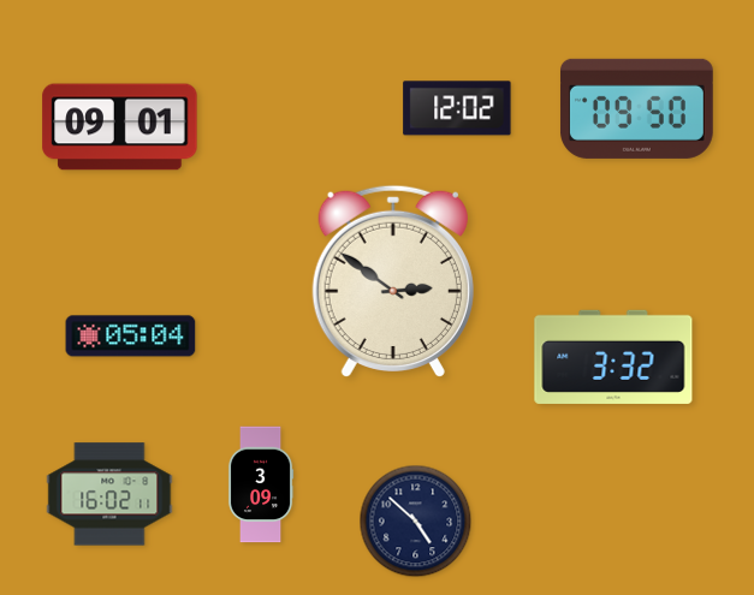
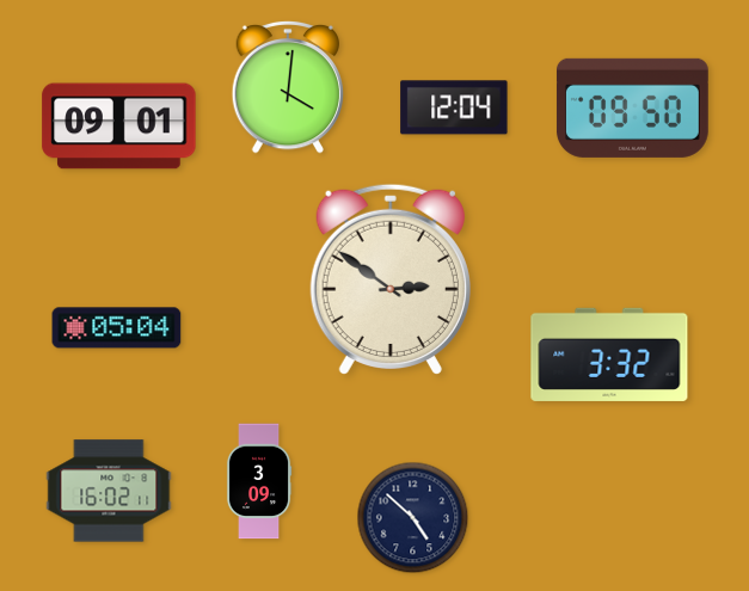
clock at (288, 87): none -> 4:01
clock at (457, 108): 12:02 -> 12:04
clock at (131, 337) position: (131, 337) -> (117, 328)
